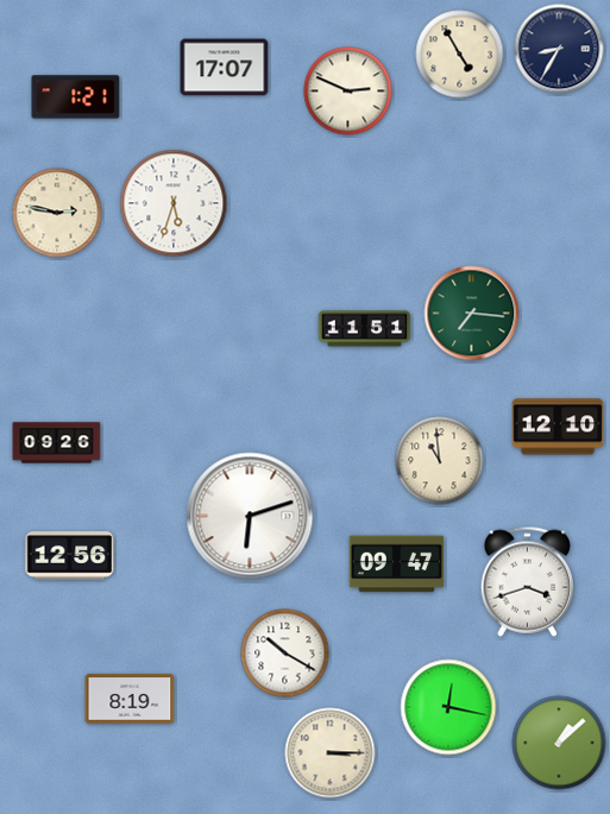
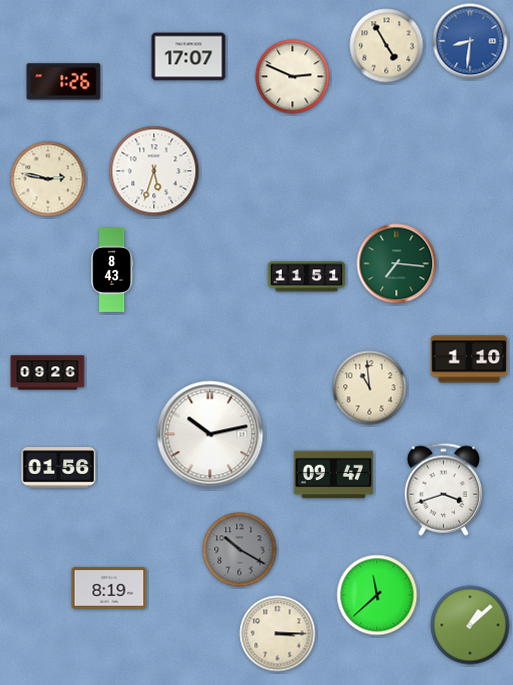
clock at (559, 49): 8:35 -> 8:31
clock at (559, 49) dial: navy -> blue
clock at (76, 97): 1:21 -> 1:26
clock at (174, 203) position: (174, 203) -> (154, 171)
clock at (112, 271): none -> 8:43
clock at (558, 427): 12:10 -> 1:10
clock at (250, 516): 6:12 -> 10:13
clock at (70, 556): 12:56 -> 01:56
clock at (285, 654) dial: white -> grey
clock at (448, 707): 12:17 -> 11:38
